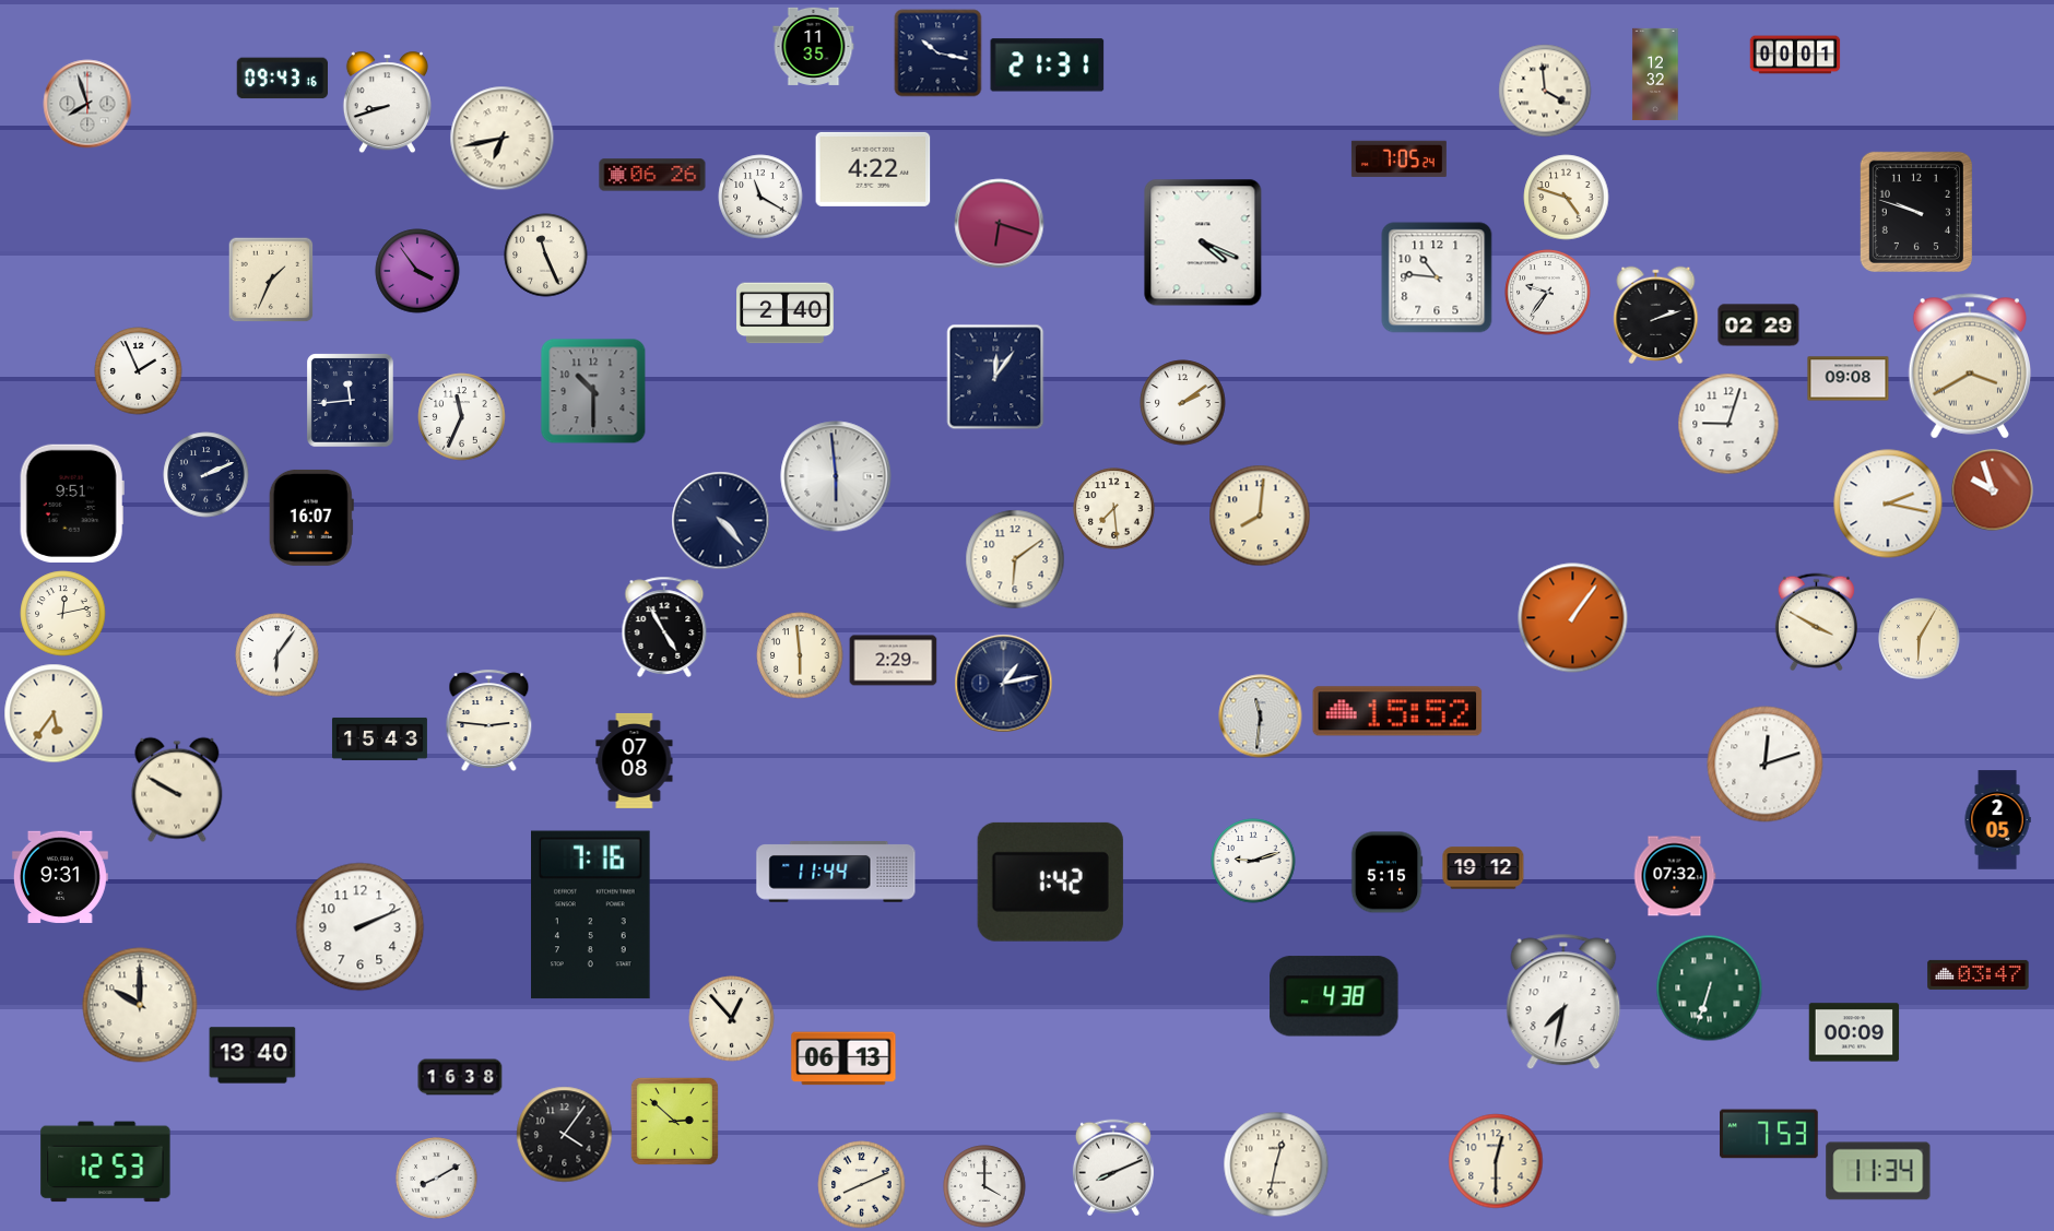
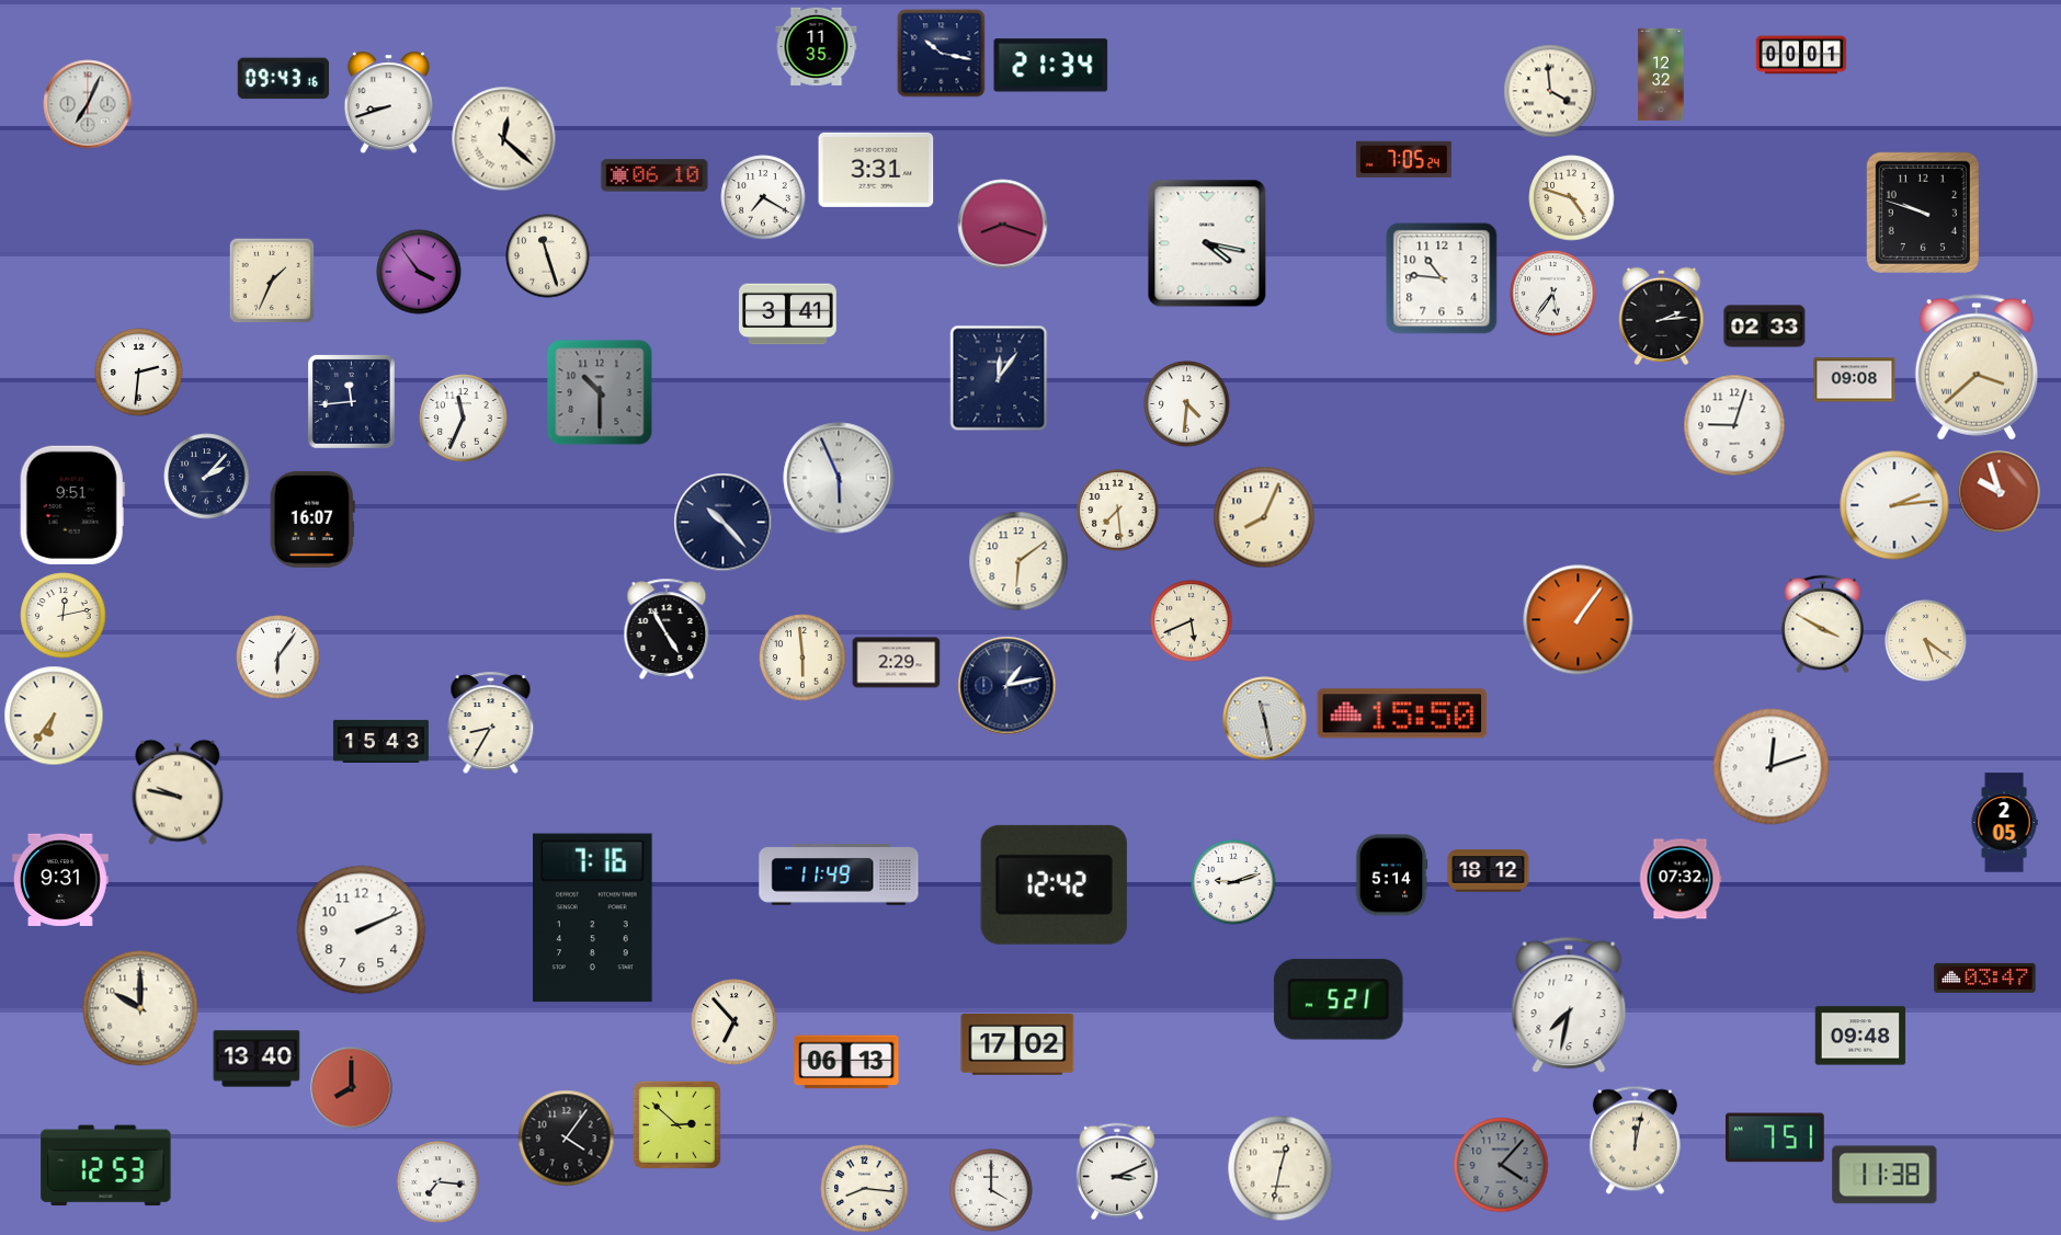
clock at (1048, 66): 21:31 -> 21:34
clock at (87, 104): 7:57 -> 7:04
clock at (503, 139): 6:43 -> 12:22
clock at (873, 169): 4:22 -> 3:31
clock at (652, 175): 06:26 -> 06:10
clock at (760, 197): 11:20 -> 7:20
clock at (1000, 224): 6:18 -> 8:18
clock at (1203, 242): 4:19 -> 4:17
clock at (546, 256): 11:26 -> 11:27
clock at (1548, 293): 9:36 -> 5:36
clock at (786, 313): 2:40 -> 3:41
clock at (1656, 315): 2:12 -> 2:14
clock at (1759, 325): 02:29 -> 02:33
clock at (1969, 366): 3:40 -> 3:38
clock at (139, 371): 1:56 -> 2:31
clock at (593, 391) position: (593, 391) -> (600, 392)
clock at (1183, 403): 2:09 -> 4:31
clock at (206, 475): 2:11 -> 2:07
clock at (836, 476): 5:59 -> 5:56
clock at (1888, 504): 2:17 -> 2:14
clock at (1260, 516): 8:01 -> 8:04
clock at (721, 521): 4:23 -> 10:23
clock at (1192, 621): none -> 5:41
clock at (1920, 639): 6:05 -> 5:21
clock at (1397, 711): 15:52 -> 15:50
clock at (54, 713): 5:36 -> 6:36
clock at (1261, 717): 11:31 -> 11:28
clock at (489, 720): 2:46 -> 8:35
clock at (635, 760): 07:08 -> none
clock at (177, 790): 9:50 -> 9:47
clock at (1253, 861) position: (1253, 861) -> (1233, 882)
clock at (1484, 868): 19:12 -> 18:12
clock at (836, 872): 11:44 -> 11:49
clock at (1386, 873): 5:15 -> 5:14
clock at (1050, 881): 1:42 -> 12:42
clock at (1710, 989): 6:33 -> none
clock at (1334, 996): 4:38 -> 5:21
clock at (732, 1019): 12:53 -> 6:53
clock at (1854, 1032): 00:09 -> 09:48
clock at (1017, 1045): none -> 17:02
clock at (252, 1055) position: (252, 1055) -> (257, 1059)
clock at (460, 1077): 16:38 -> none
clock at (352, 1088): none -> 8:00
clock at (1769, 1134): 7:53 -> 7:51
clock at (1635, 1141): none -> 12:02
clock at (1496, 1161): 12:30 -> 4:07
clock at (1496, 1161) dial: cream -> grey
clock at (1113, 1168): 8:11 -> 3:11
clock at (1878, 1171): 11:34 -> 11:38
clock at (437, 1179): 8:10 -> 7:16
clock at (862, 1185): 8:11 -> 8:16
clock at (984, 1186) position: (984, 1186) -> (991, 1190)
